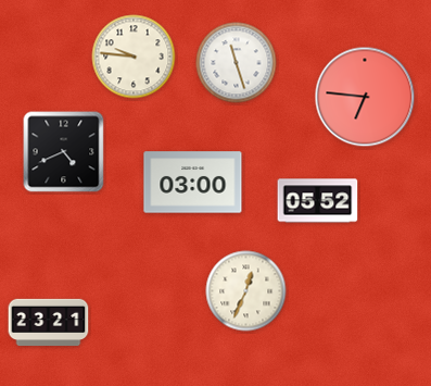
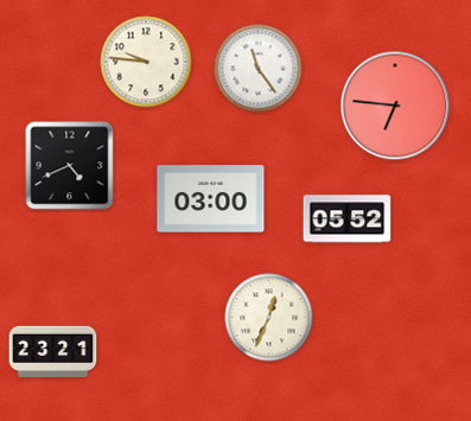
clock at (237, 63): 11:27 -> 11:24
clock at (365, 97) position: (365, 97) -> (395, 106)
